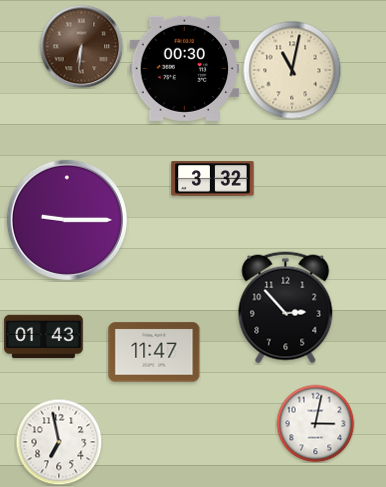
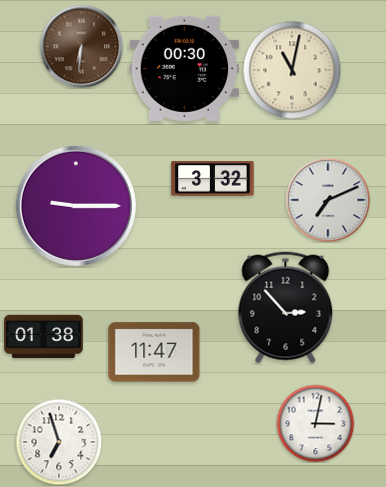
clock at (328, 200): none -> 7:11
clock at (67, 220) position: (67, 220) -> (76, 206)
clock at (44, 337): 01:43 -> 01:38
clock at (59, 442): 6:58 -> 6:57
